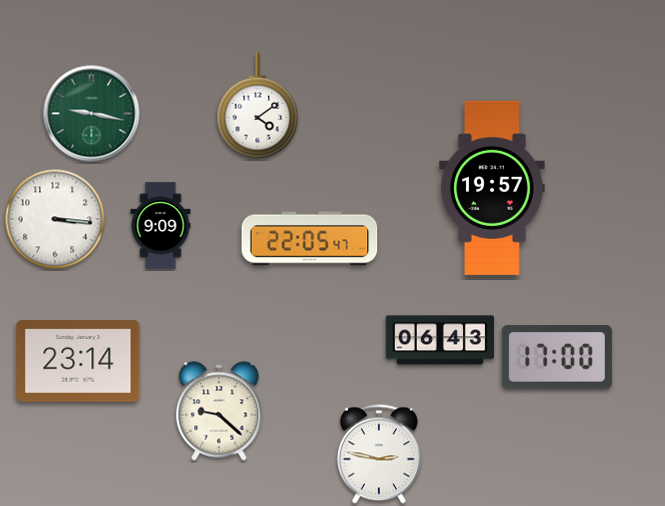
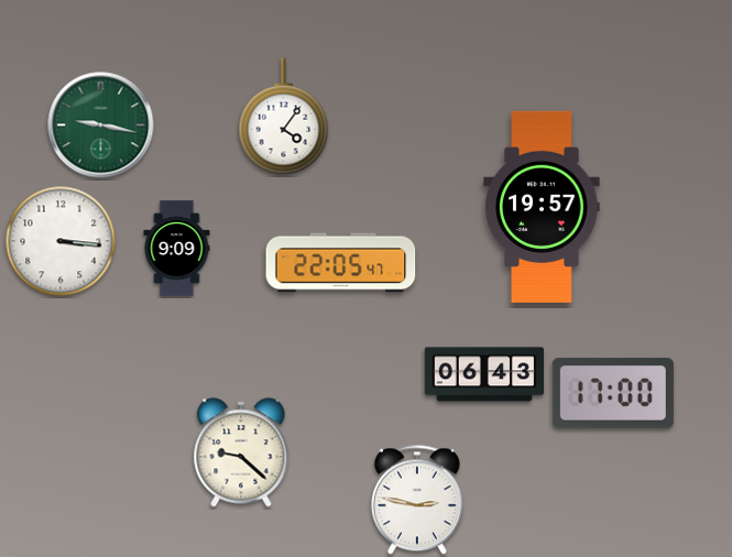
clock at (258, 106): 4:09 -> 4:06
clock at (78, 362): 23:14 -> none
